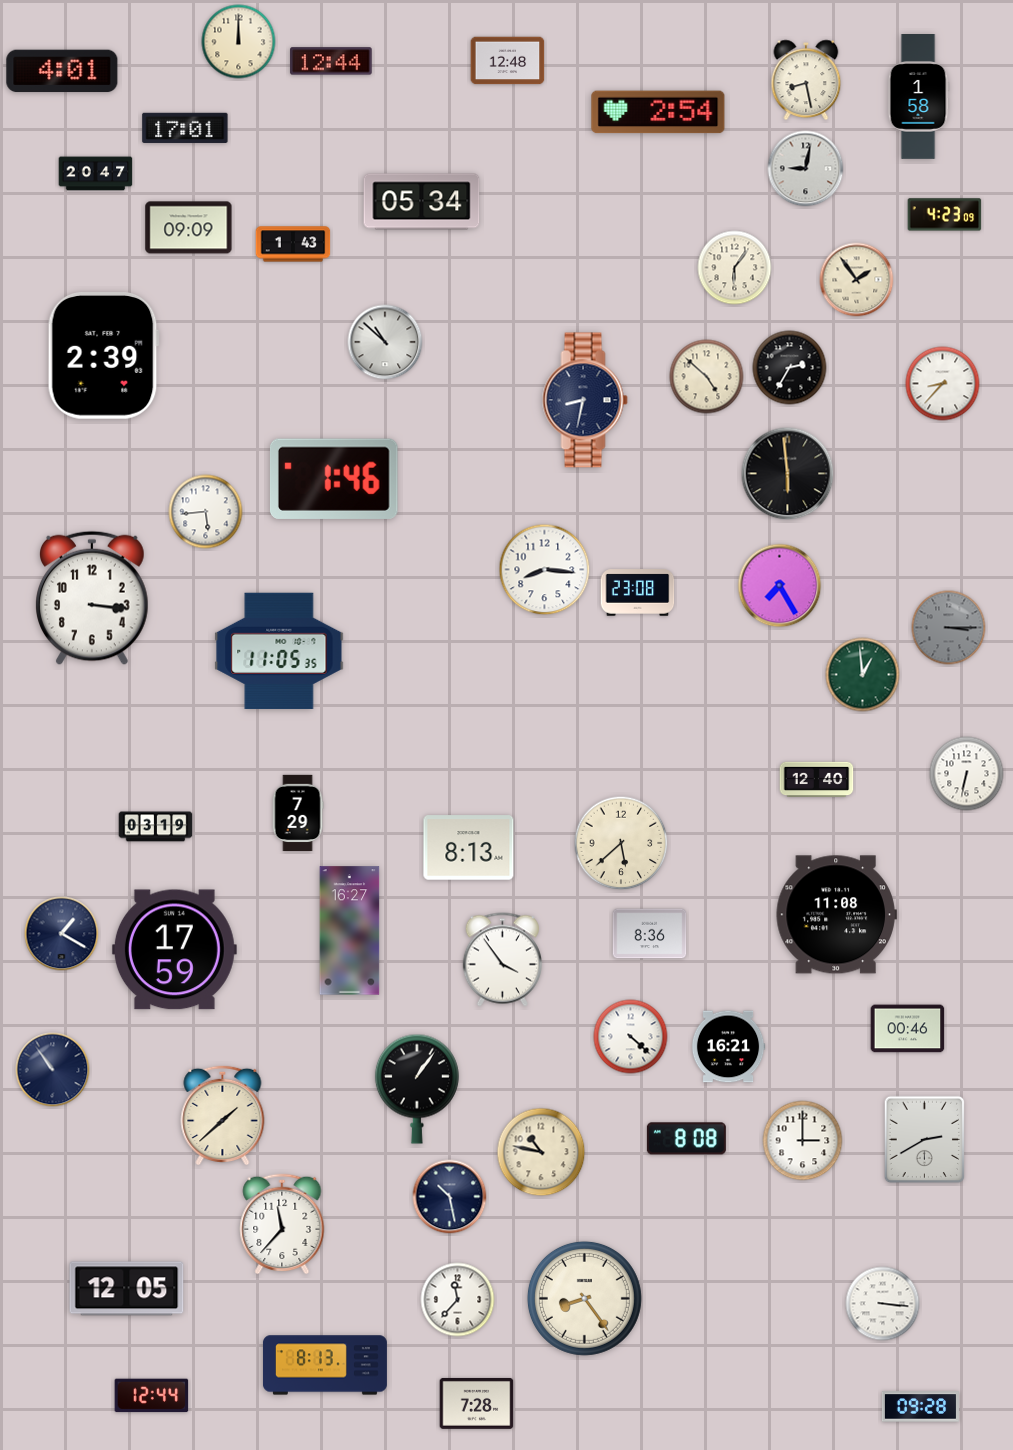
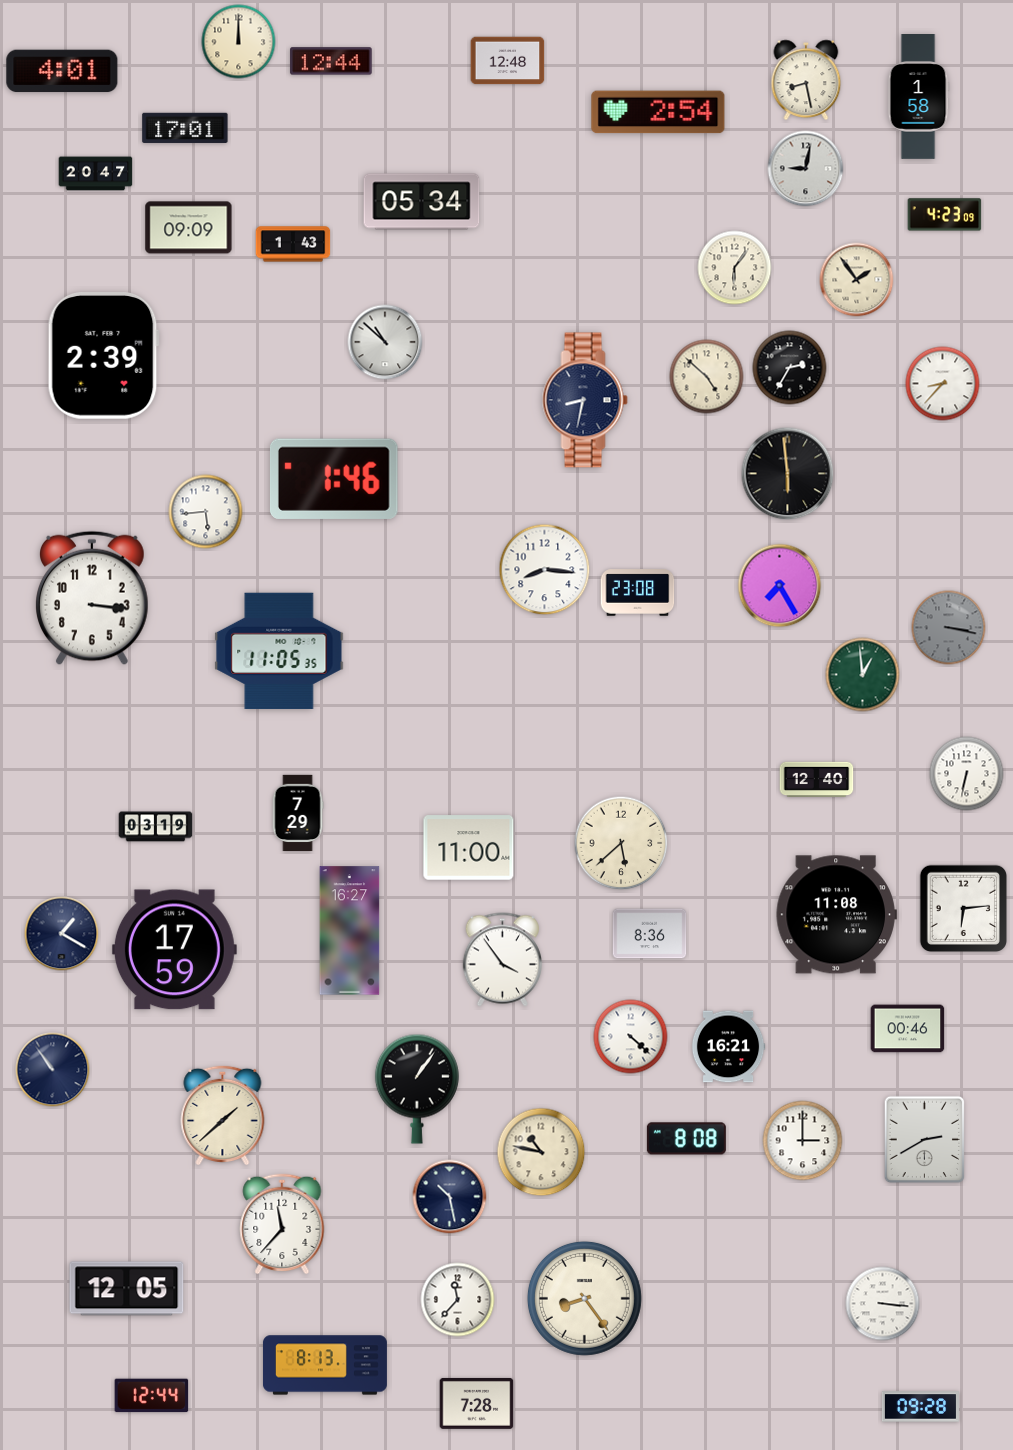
clock at (949, 628): 3:15 -> 3:17
clock at (469, 848): 8:13 -> 11:00
clock at (963, 908): none -> 6:14
